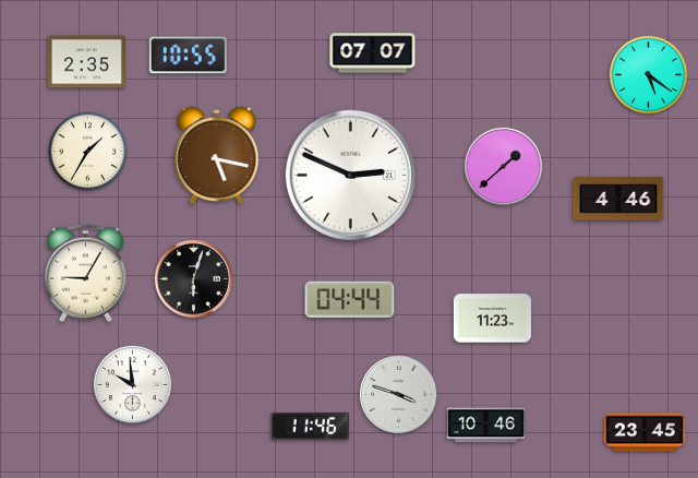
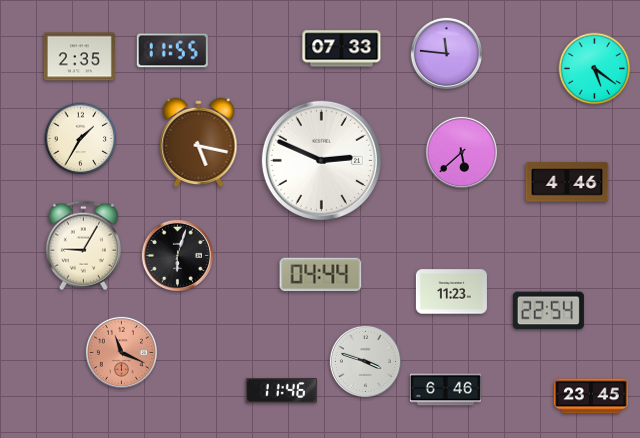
clock at (373, 53): 07:07 -> 07:33
clock at (188, 56): 10:55 -> 11:55
clock at (446, 53): none -> 11:46
clock at (503, 166): 1:38 -> 5:38
clock at (85, 274) position: (85, 274) -> (83, 246)
clock at (548, 311): none -> 22:54
clock at (132, 384): 9:59 -> 11:19
clock at (132, 384) dial: white -> salmon
clock at (485, 426): 10:46 -> 6:46
clock at (310, 427) position: (310, 427) -> (281, 391)
